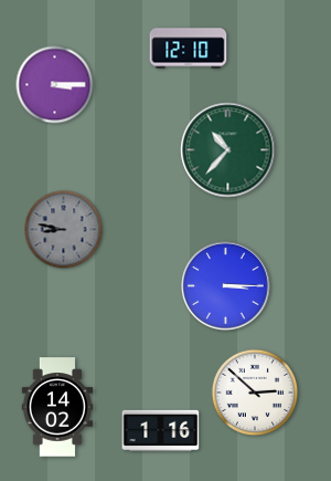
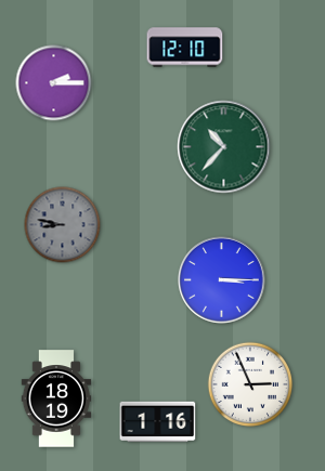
clock at (55, 85): 3:15 -> 2:15
clock at (255, 393): 2:52 -> 2:56
clock at (57, 407): 14:02 -> 18:19
